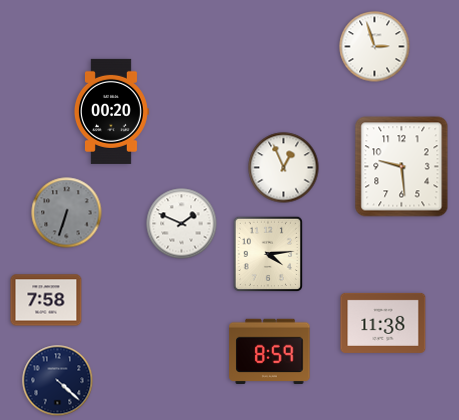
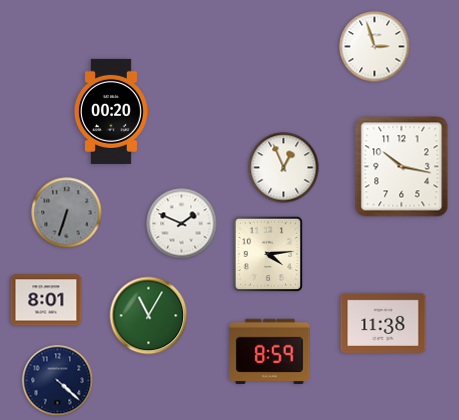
clock at (402, 167): 9:29 -> 10:17
clock at (46, 300): 7:58 -> 8:01
clock at (149, 316): none -> 11:05
